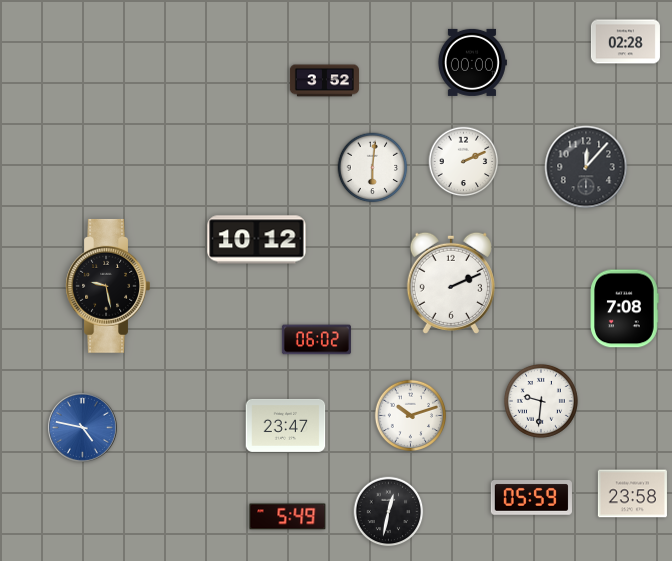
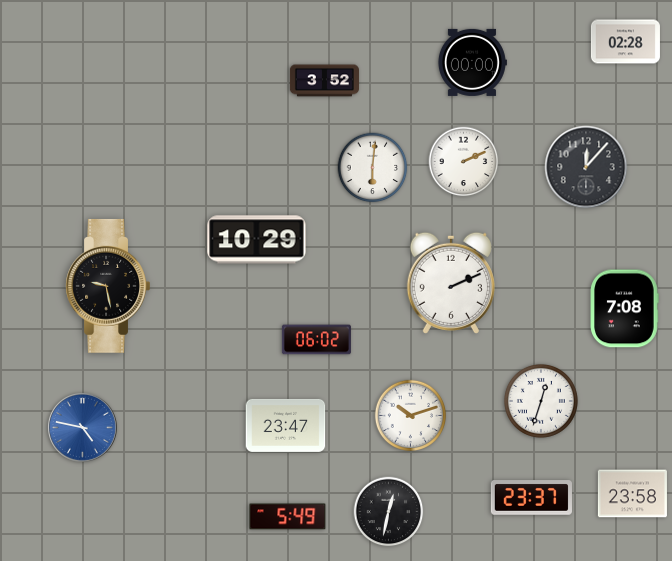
clock at (257, 240): 10:12 -> 10:29
clock at (541, 401): 9:31 -> 12:33
clock at (531, 498): 05:59 -> 23:37
